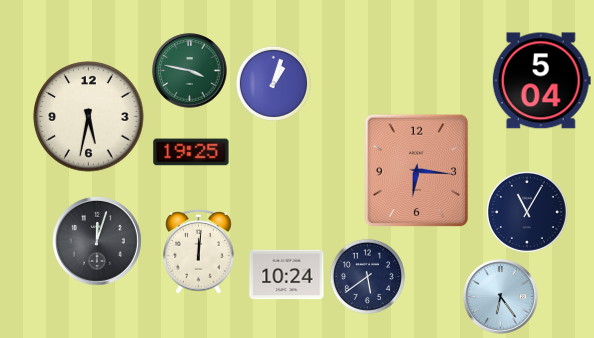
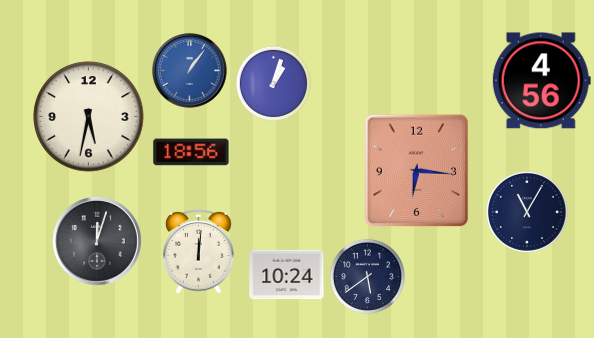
clock at (190, 71): 3:47 -> 1:06
clock at (190, 71) dial: green -> blue
clock at (541, 81): 5:04 -> 4:56
clock at (191, 152): 19:25 -> 18:56
clock at (501, 297): 6:24 -> none
